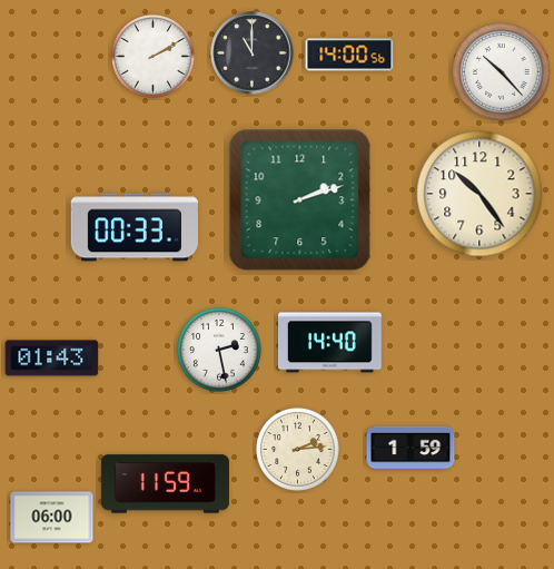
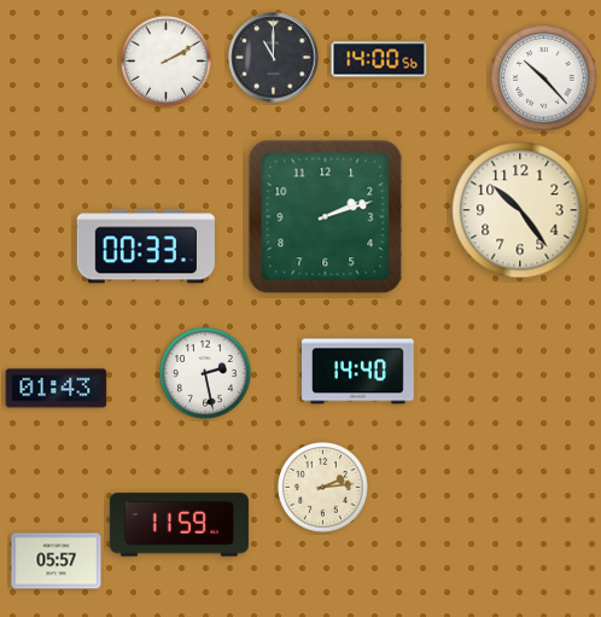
clock at (220, 351) position: (220, 351) -> (206, 374)
clock at (410, 448): 1:59 -> none
clock at (52, 518): 06:00 -> 05:57
